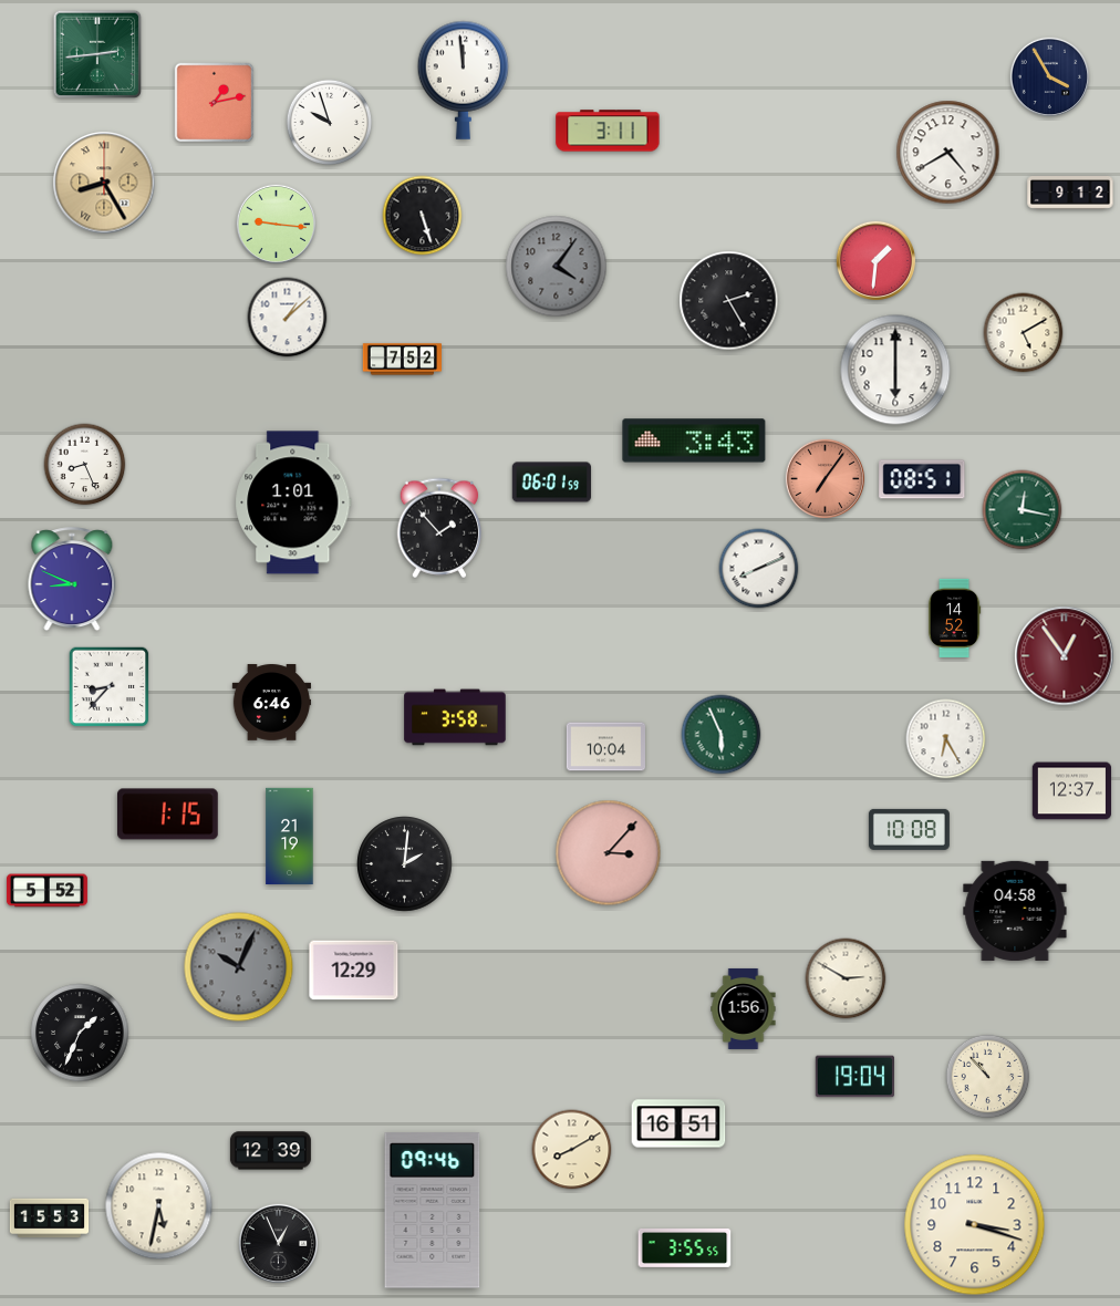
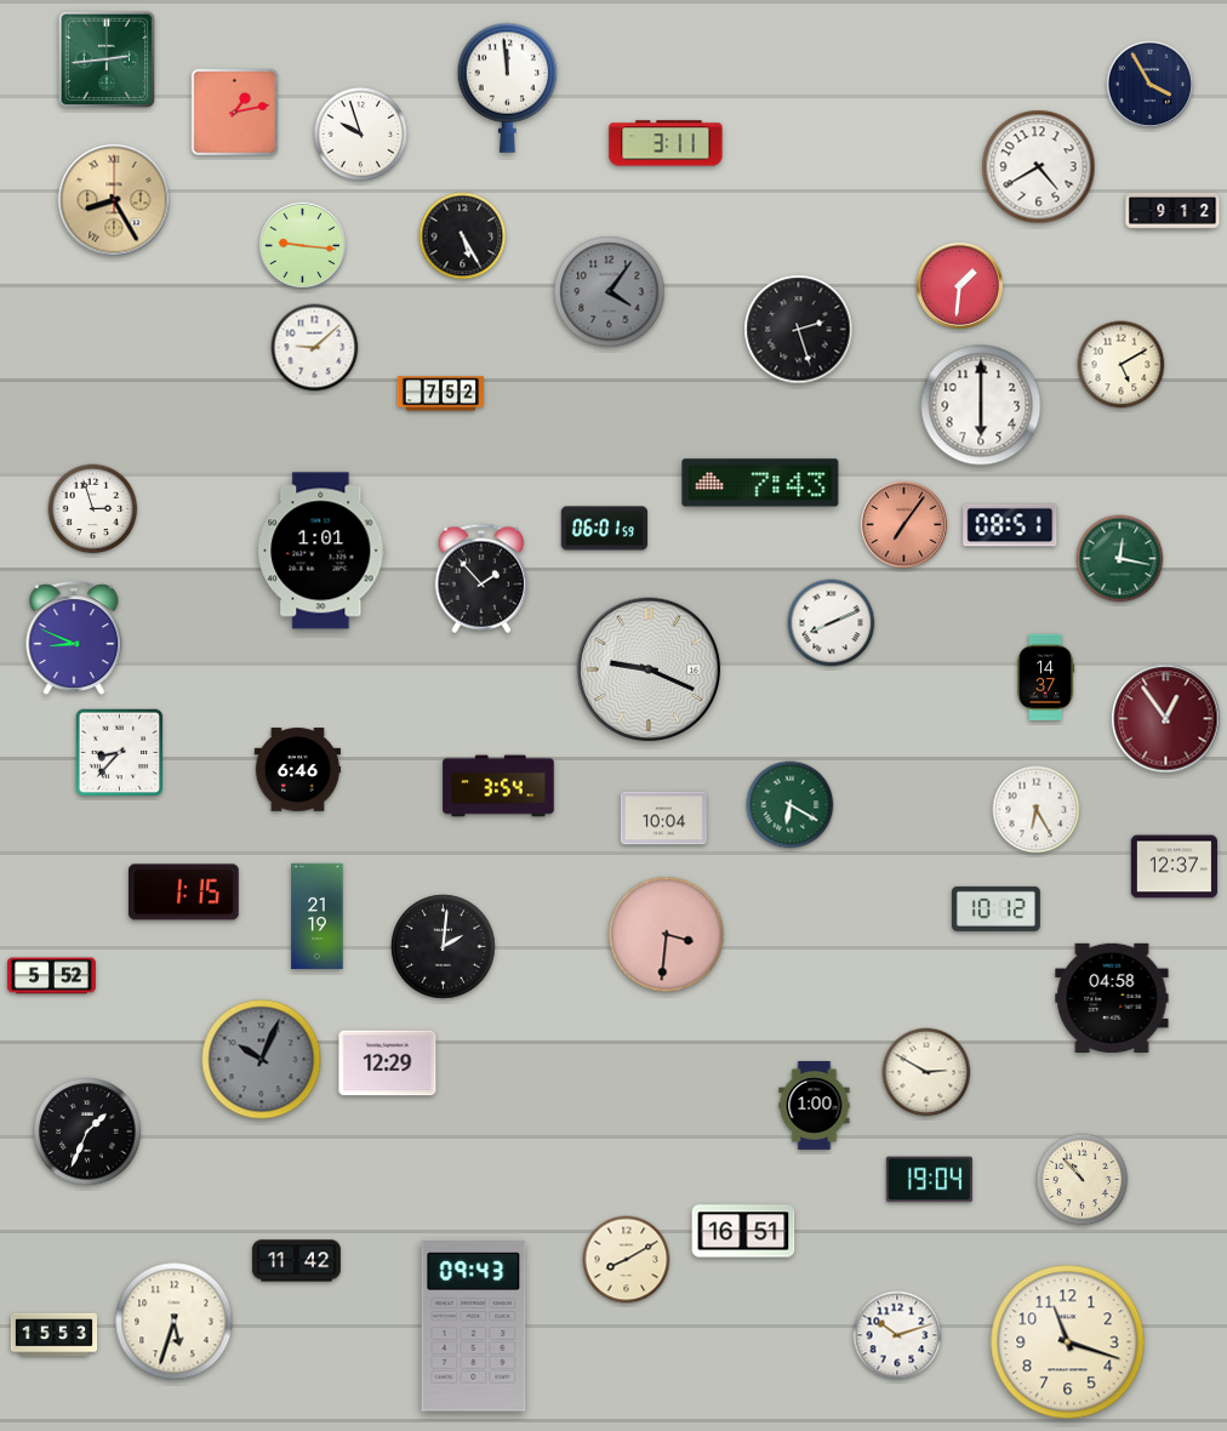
clock at (423, 216): 5:27 -> 5:25
clock at (729, 301): 2:25 -> 2:27
clock at (288, 318): 1:08 -> 9:08
clock at (694, 440): 3:43 -> 7:43
clock at (85, 465): 8:26 -> 2:57
clock at (72, 580) position: (72, 580) -> (74, 639)
clock at (649, 669): none -> 9:19
clock at (954, 618): 14:52 -> 14:37
clock at (455, 717): 3:58 -> 3:54
clock at (722, 735): 5:56 -> 6:20
clock at (909, 829): 10:08 -> 10:12
clock at (609, 853): 3:07 -> 3:31
clock at (744, 1008): 1:56 -> 1:00
clock at (854, 1077) position: (854, 1077) -> (929, 1180)
clock at (270, 1151): 12:39 -> 11:42
clock at (159, 1206): 5:32 -> 5:33
clock at (433, 1211): 09:46 -> 09:43
clock at (897, 1335): none -> 10:12
clock at (975, 1225): 3:18 -> 11:18
clock at (279, 1244): 12:56 -> none
clock at (685, 1247): 3:55 -> none
